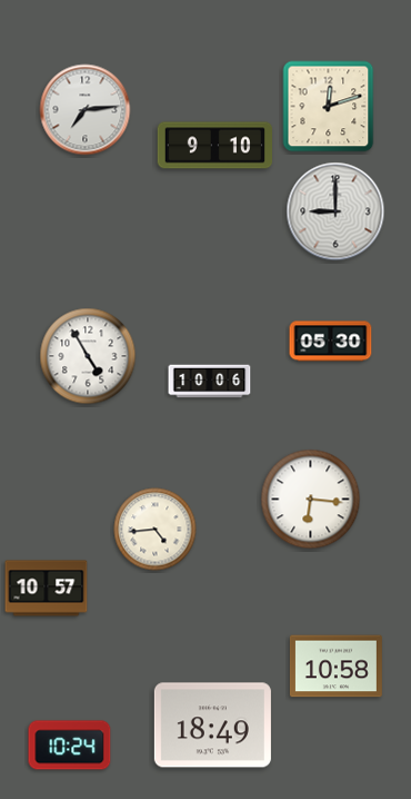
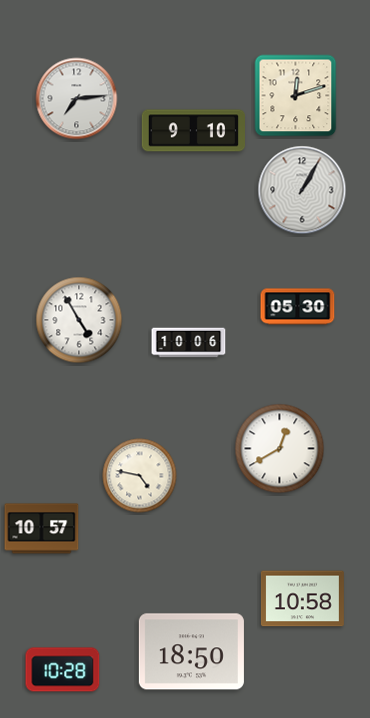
clock at (335, 211): 9:00 -> 1:05
clock at (311, 500): 6:16 -> 12:40
clock at (156, 530): 4:44 -> 4:47
clock at (212, 726): 18:49 -> 18:50
clock at (70, 746): 10:24 -> 10:28
